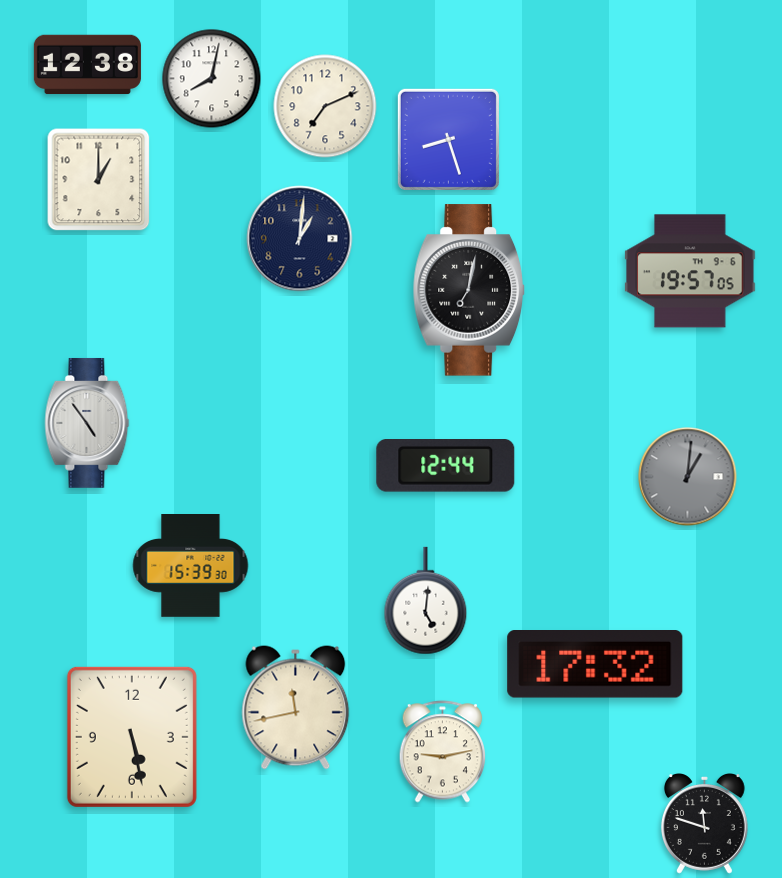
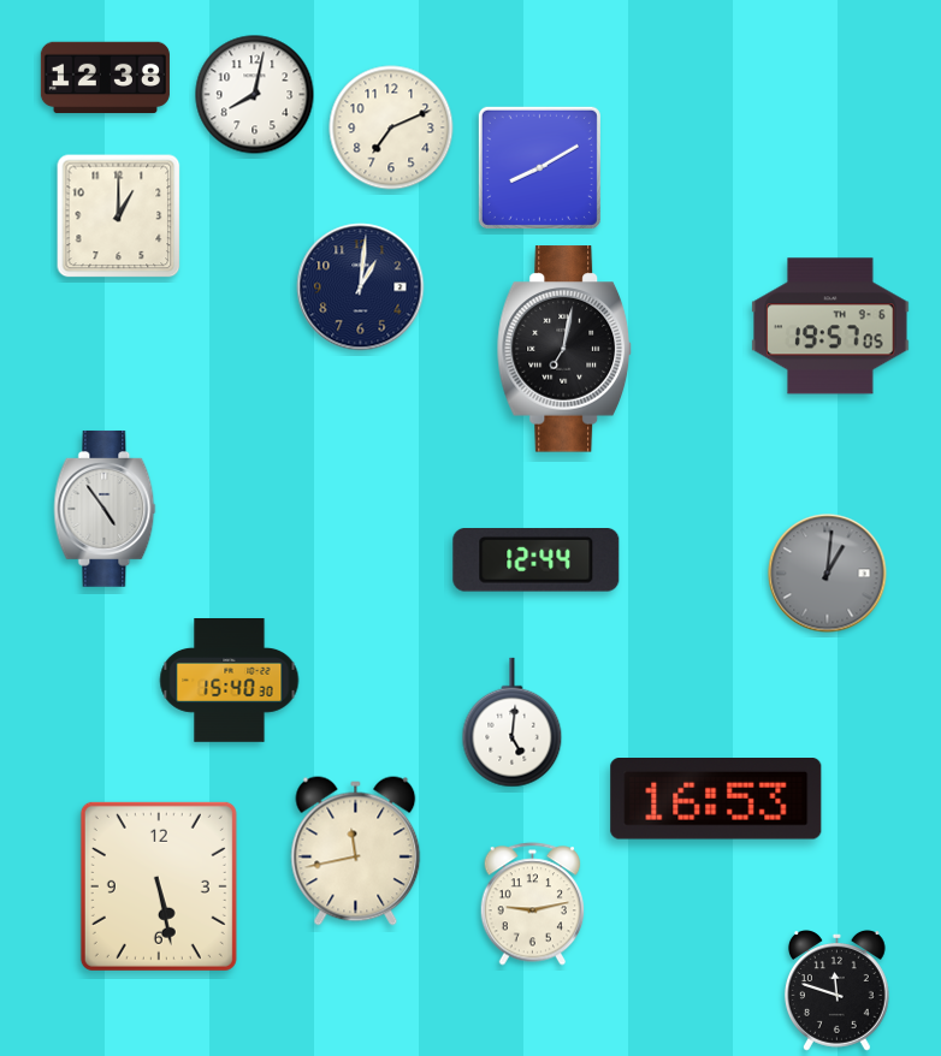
clock at (448, 139): 8:27 -> 8:10
clock at (191, 566): 15:39 -> 15:40
clock at (595, 664): 17:32 -> 16:53
clock at (704, 824) position: (704, 824) -> (836, 991)
